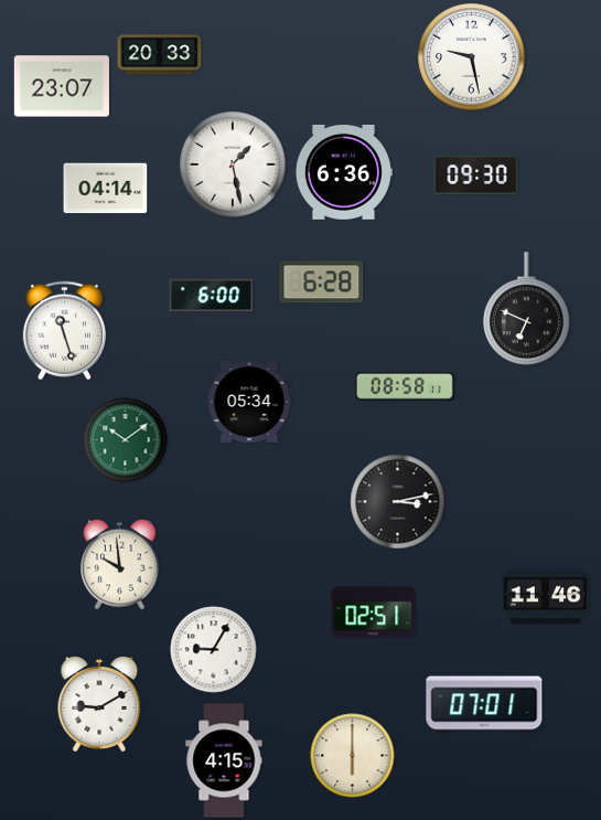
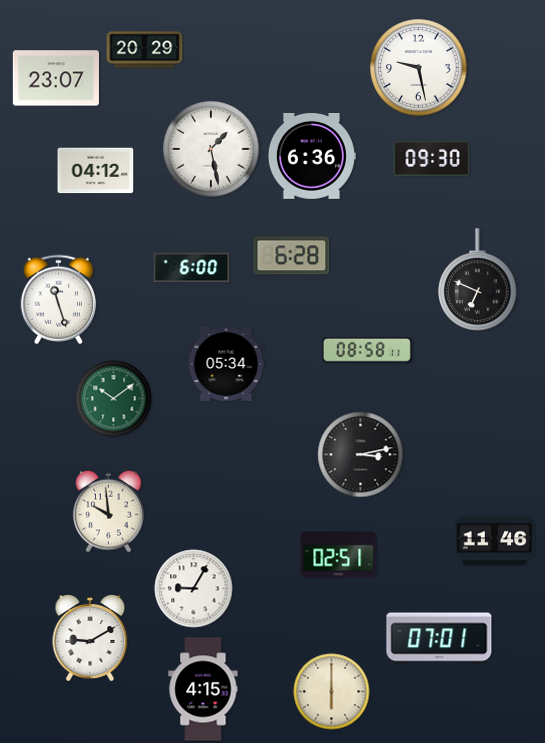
clock at (160, 55): 20:33 -> 20:29
clock at (472, 57) position: (472, 57) -> (419, 68)
clock at (106, 189): 04:14 -> 04:12
clock at (353, 756) position: (353, 756) -> (332, 692)
